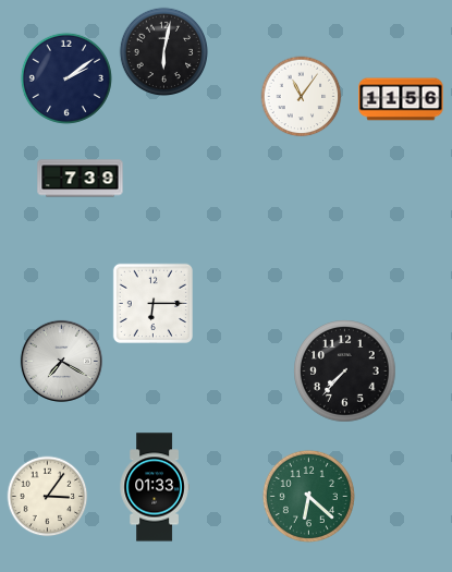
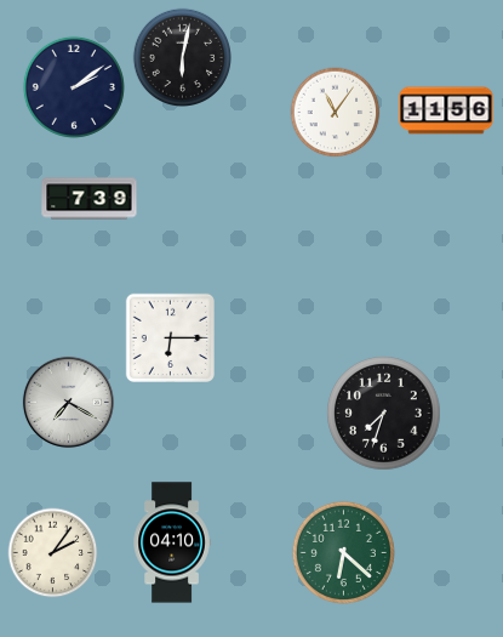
clock at (302, 97) position: (302, 97) -> (336, 113)
clock at (345, 372): 7:37 -> 7:33
clock at (155, 487): 01:33 -> 04:10
clock at (48, 497): 3:06 -> 2:06
